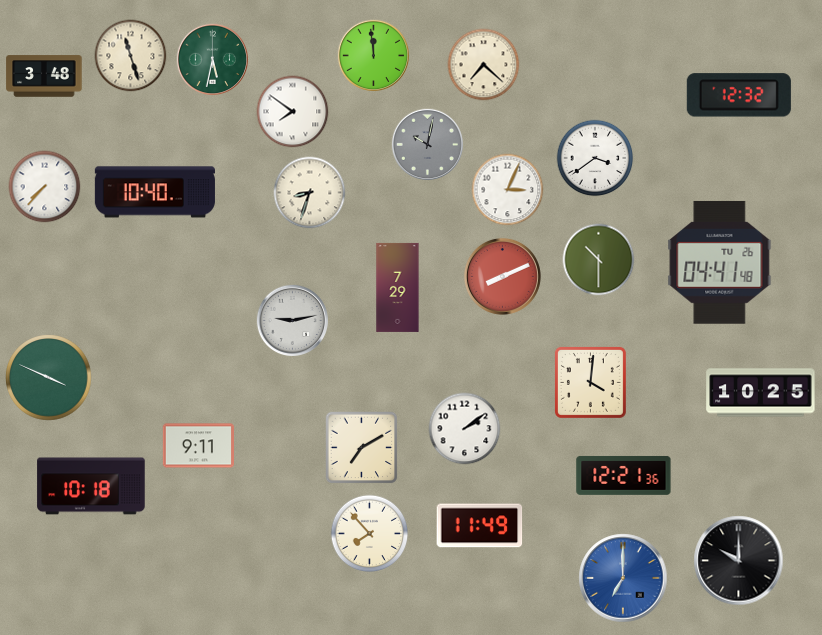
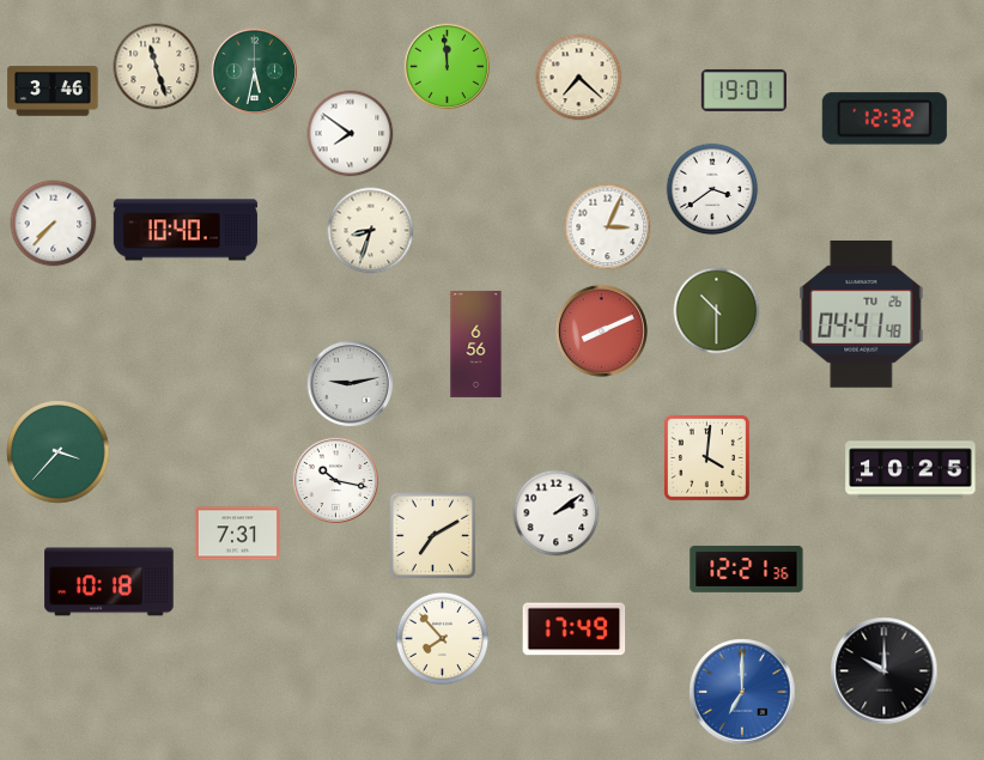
clock at (743, 90): none -> 19:01
clock at (44, 76): 3:48 -> 3:46
clock at (739, 95) position: (739, 95) -> (885, 118)
clock at (428, 145): 10:02 -> none
clock at (398, 287): 7:29 -> 6:56
clock at (49, 378): 3:49 -> 3:37
clock at (336, 481): none -> 10:17
clock at (198, 446): 9:11 -> 7:31
clock at (480, 526): 11:49 -> 17:49
clock at (623, 578) position: (623, 578) -> (742, 692)
